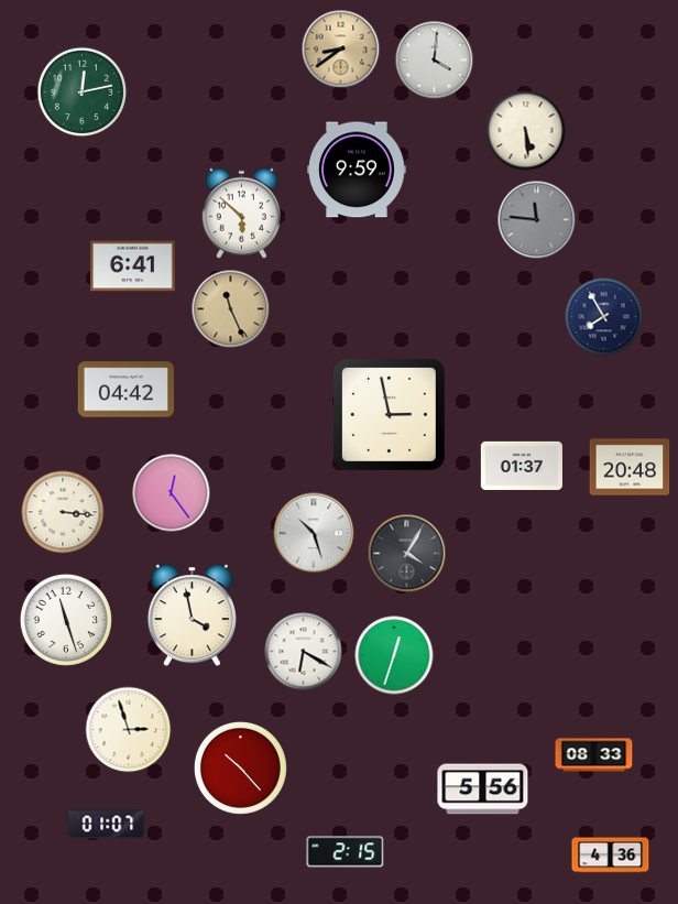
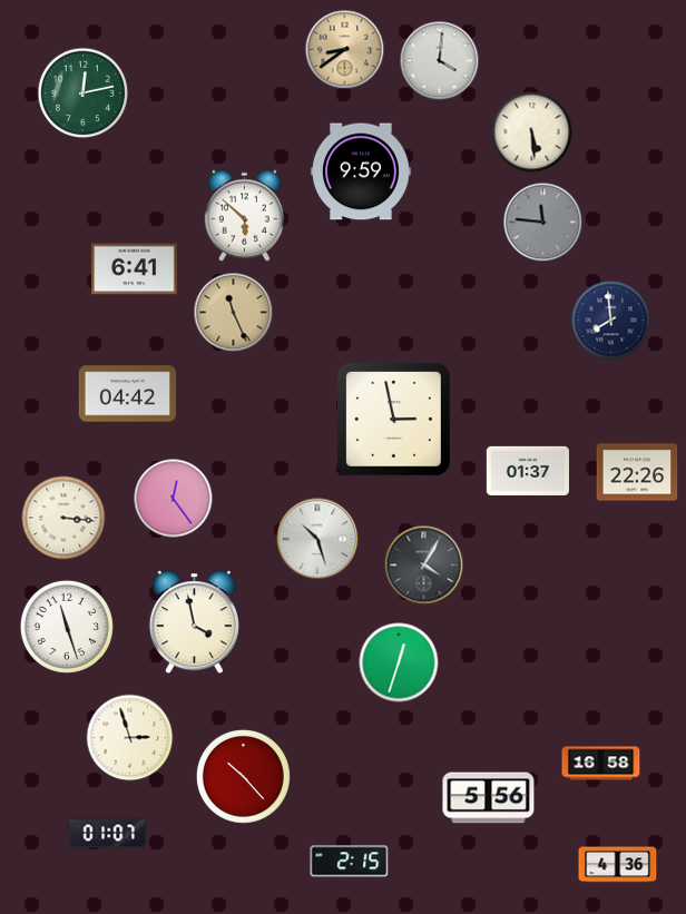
clock at (604, 317): 7:55 -> 7:59
clock at (630, 467): 20:48 -> 22:26
clock at (407, 554) position: (407, 554) -> (424, 566)
clock at (304, 652): 6:20 -> none
clock at (594, 755): 08:33 -> 16:58
